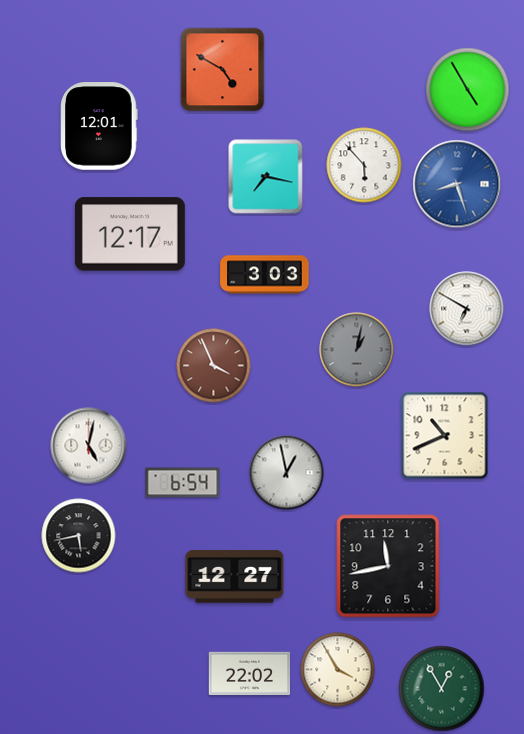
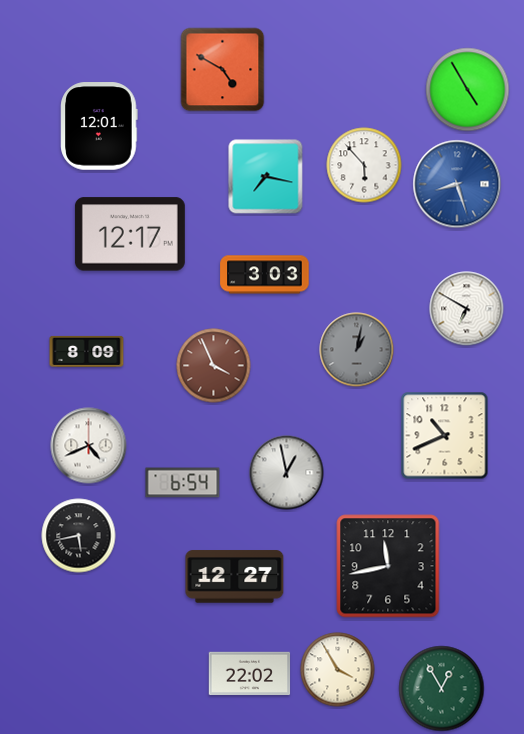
clock at (87, 351): none -> 8:09
clock at (89, 446): 5:02 -> 4:41
